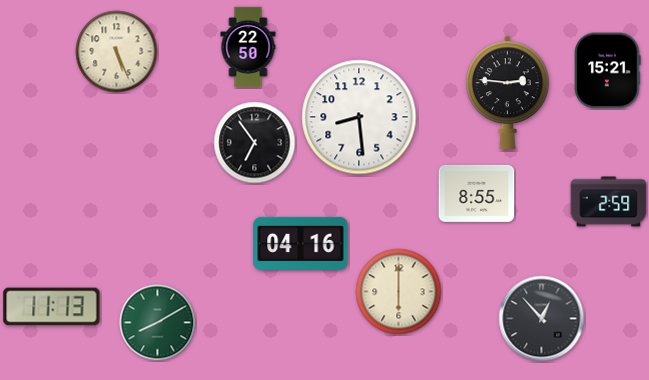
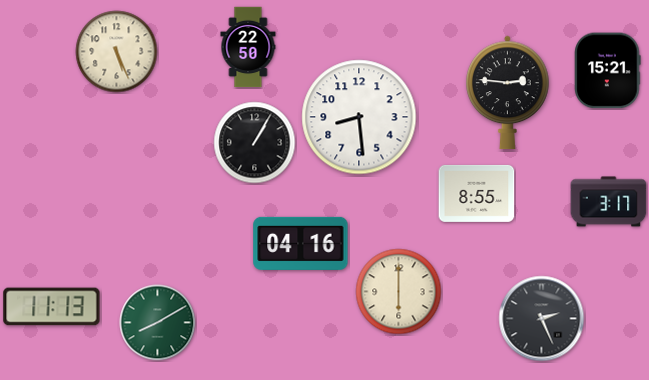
clock at (255, 143): 6:54 -> 1:05
clock at (609, 202): 2:59 -> 3:17
clock at (542, 319): 12:53 -> 2:26
